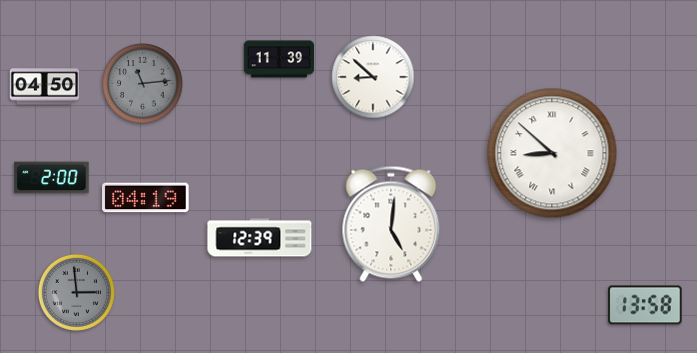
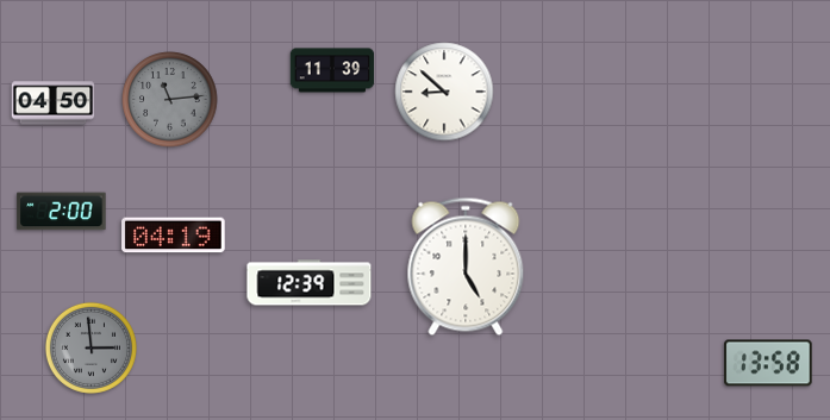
clock at (552, 153): 8:52 -> none
clock at (391, 224): 5:01 -> 5:00
